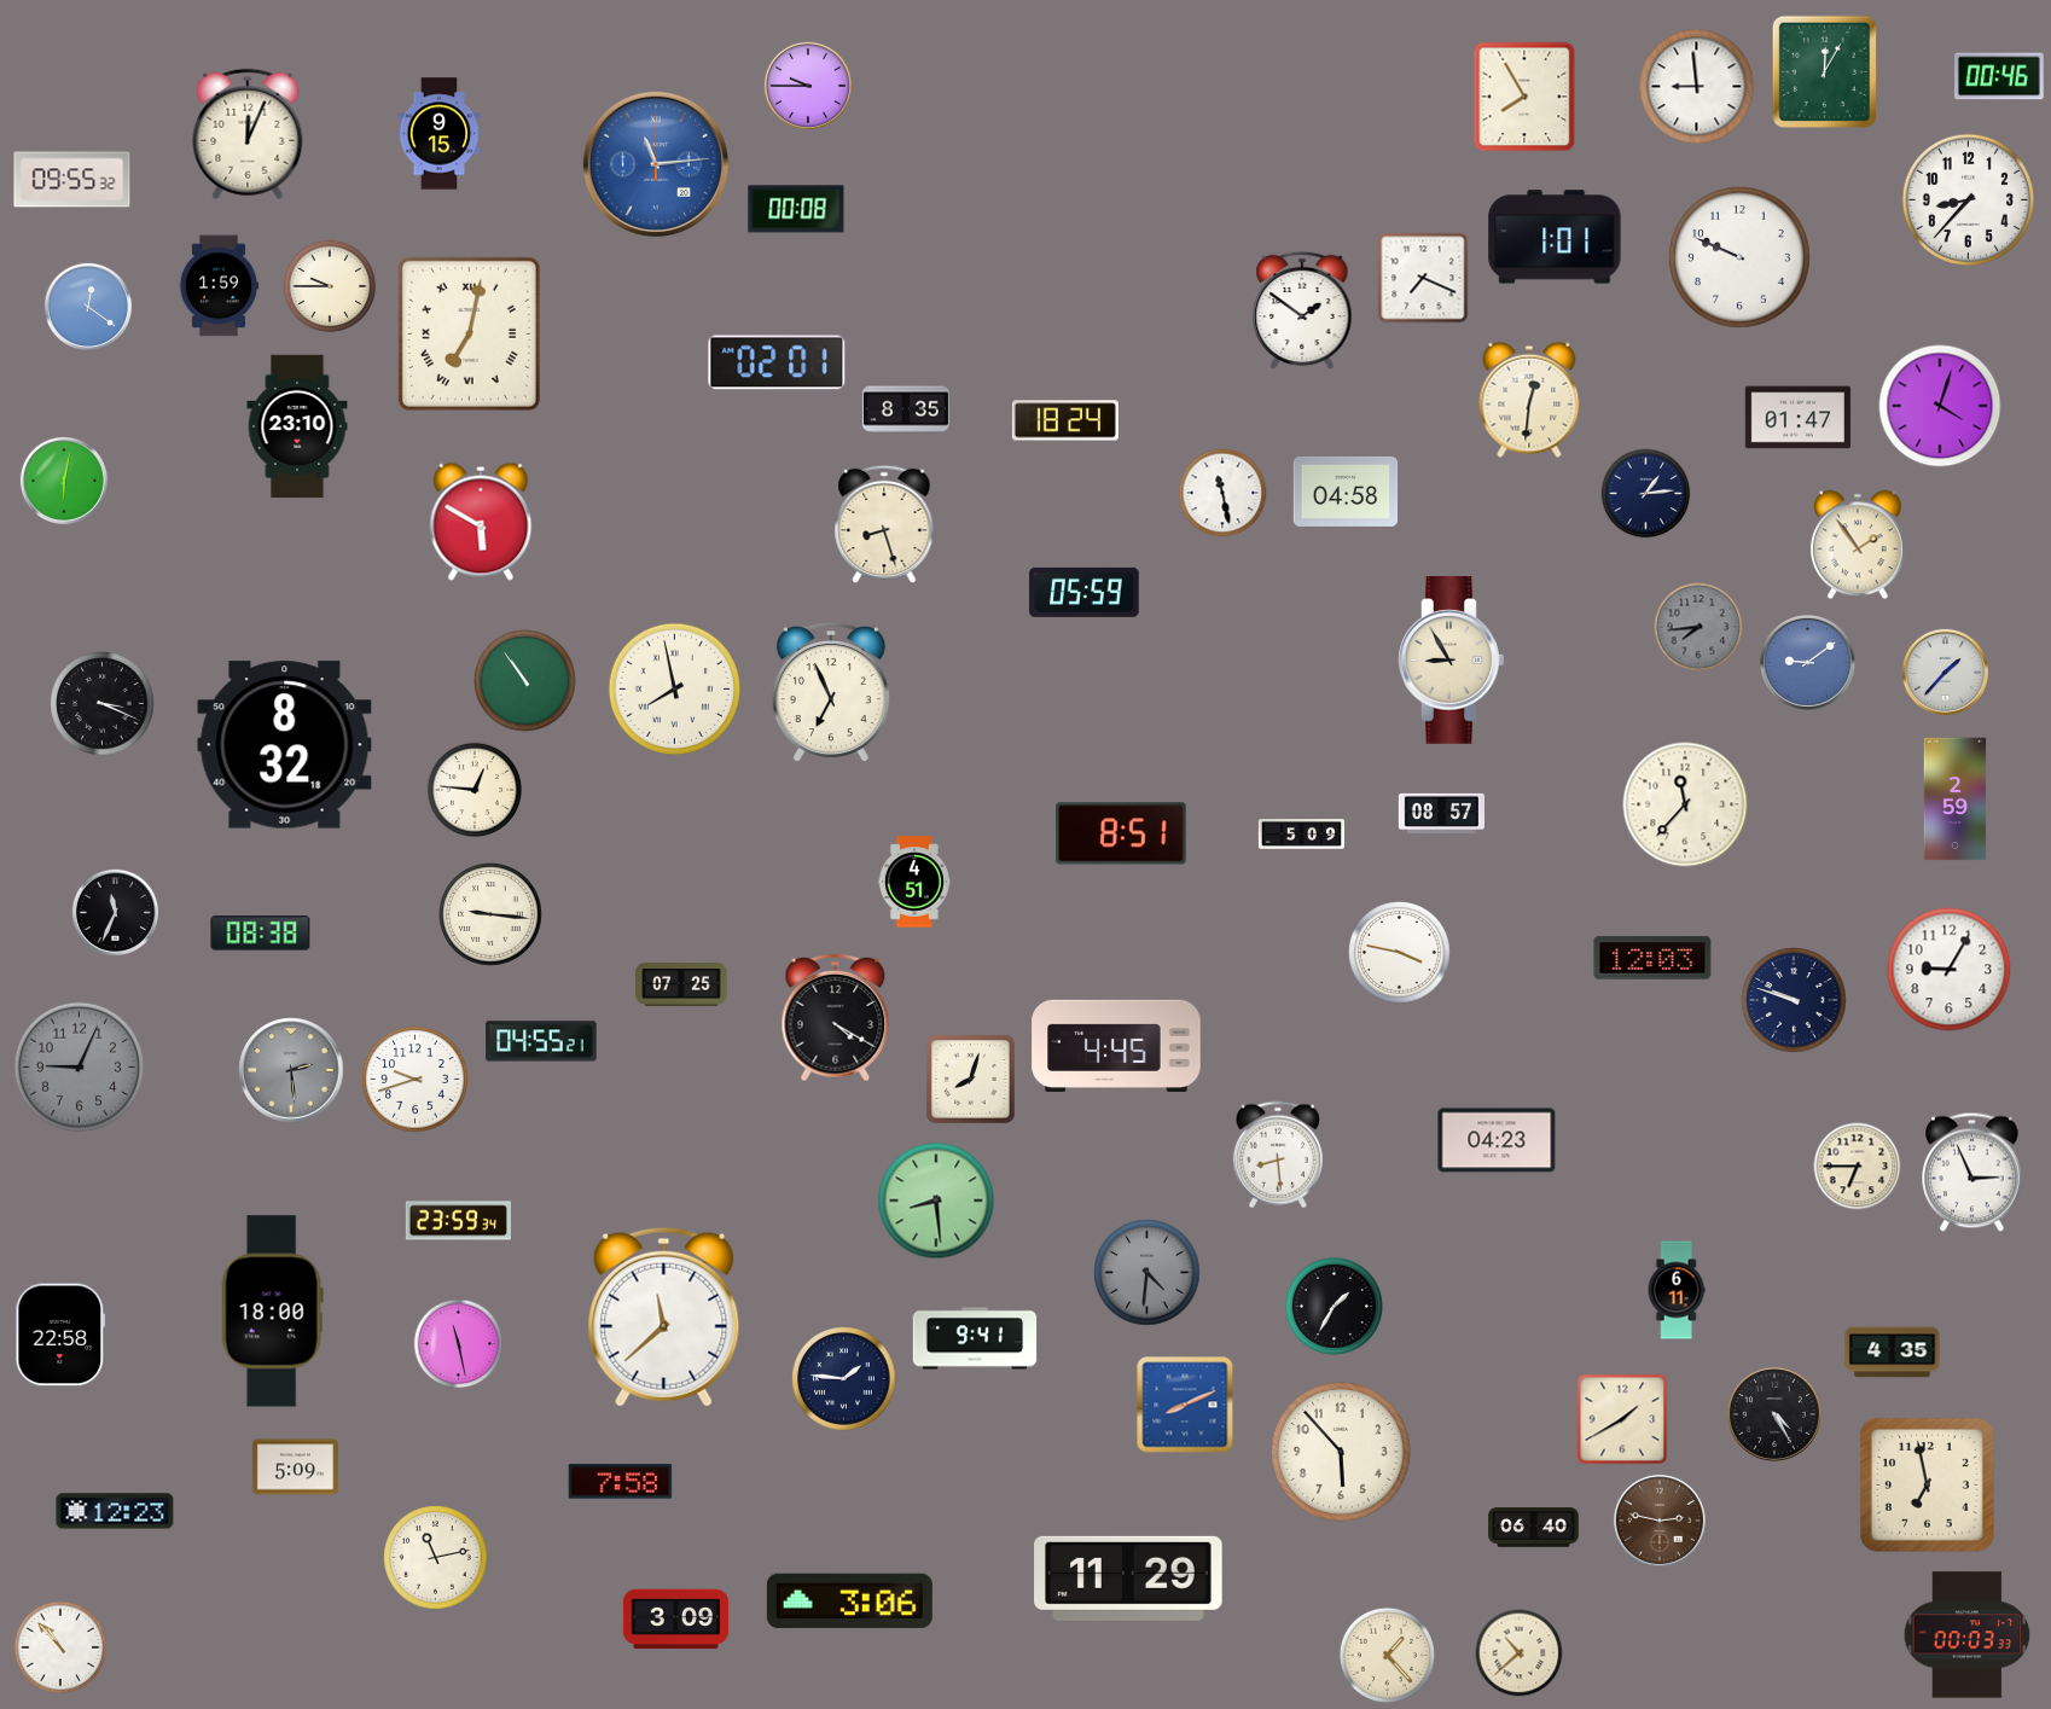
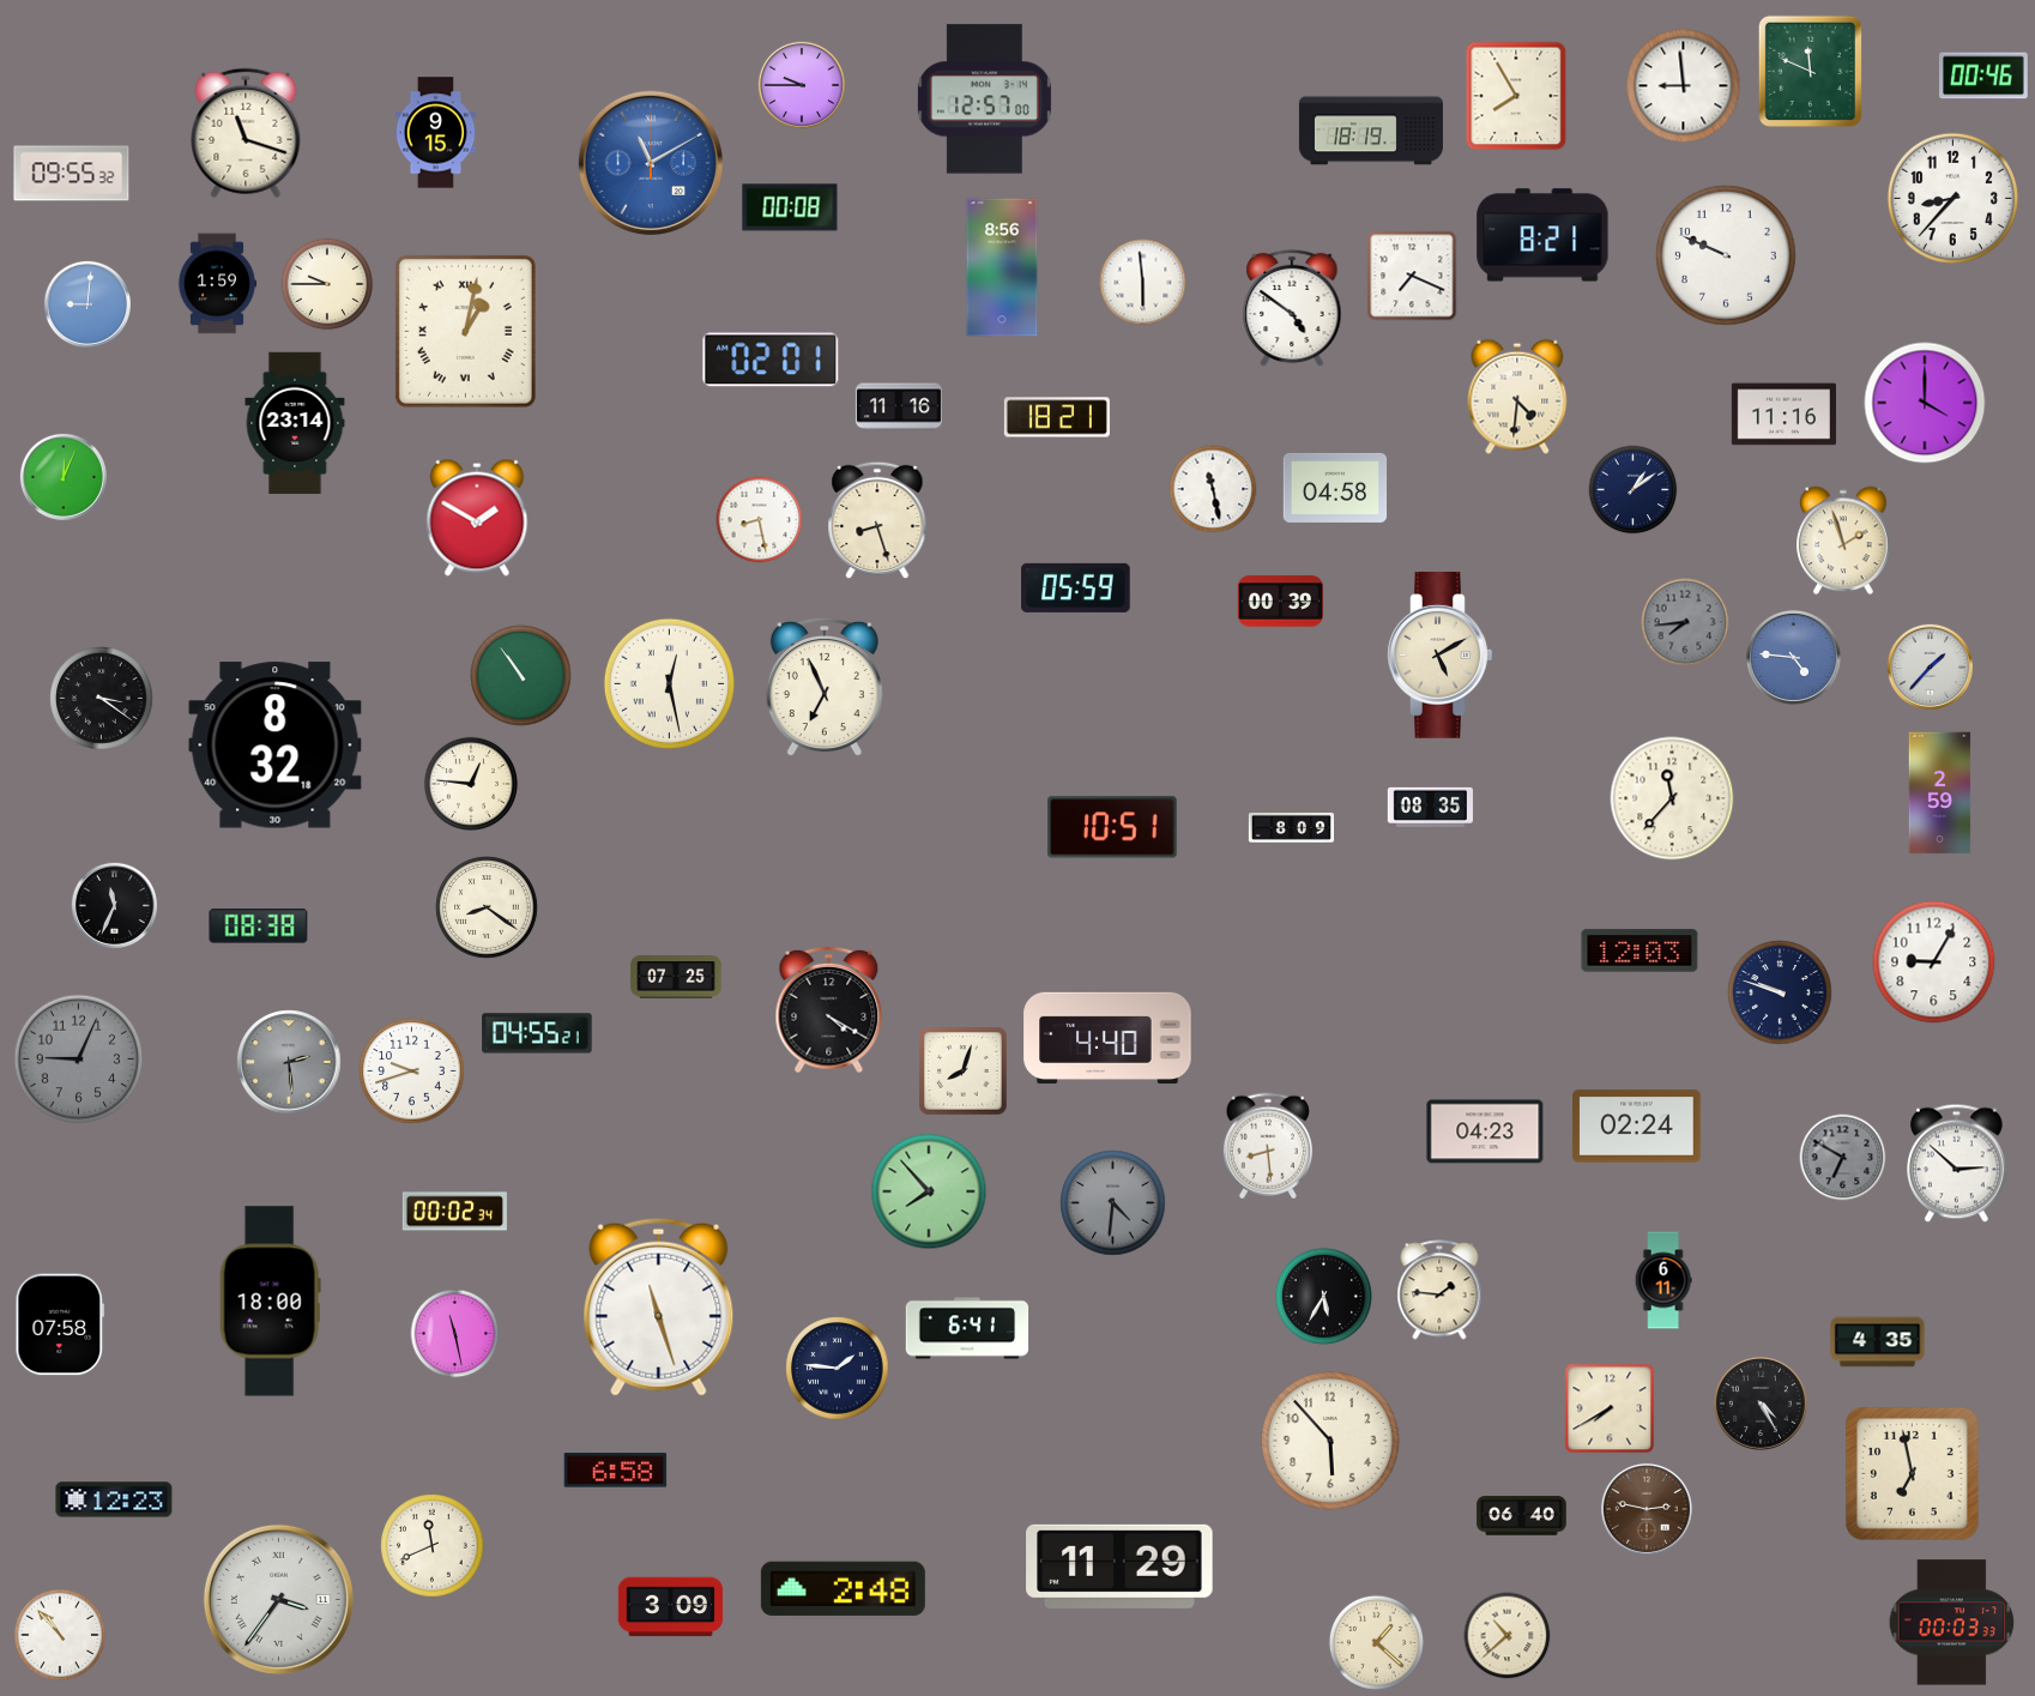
clock at (1824, 71): 12:05 -> 11:49
clock at (1524, 97) position: (1524, 97) -> (1516, 96)
clock at (984, 99): none -> 12:57
clock at (1371, 131): none -> 18:19
clock at (248, 134): 12:04 -> 11:18
clock at (656, 164): 11:14 -> 11:10
clock at (72, 180) position: (72, 180) -> (72, 174)
clock at (1555, 237): 1:01 -> 8:21
clock at (1002, 267): none -> 8:56
clock at (1143, 283): none -> 5:59
clock at (88, 307): 12:21 -> 9:01
clock at (1302, 310): 1:51 -> 4:51
clock at (469, 333): 7:02 -> 1:02
clock at (1529, 400): 12:31 -> 4:31
clock at (1940, 406): 4:03 -> 4:00
clock at (906, 409): 8:35 -> 11:16
clock at (1797, 418): 01:47 -> 11:16
clock at (1065, 420): 18:24 -> 18:21
clock at (297, 426): 23:10 -> 23:14
clock at (64, 481): 6:02 -> 12:04
clock at (1646, 494): 1:14 -> 1:09
clock at (481, 522): 5:50 -> 1:50
clock at (760, 520): none -> 8:28
clock at (1858, 545): 1:54 -> 1:57
clock at (1280, 602): none -> 00:39
clock at (1452, 661): 8:55 -> 5:10
clock at (1807, 662): 9:09 -> 4:46
clock at (674, 688): 7:58 -> 12:28
clock at (103, 704): 3:19 -> 3:21
clock at (285, 745) position: (285, 745) -> (276, 746)
clock at (1441, 813): 08:57 -> 08:35
clock at (1121, 833): 8:51 -> 10:51
clock at (1301, 835): 5:09 -> 8:09
clock at (914, 882): 4:51 -> none
clock at (490, 914): 9:16 -> 8:21
clock at (1400, 953): 3:47 -> none
clock at (1116, 1046): 4:45 -> 4:40
clock at (1637, 1127): none -> 02:24
clock at (1858, 1167): 6:45 -> 6:50
clock at (1858, 1167) dial: cream -> grey
clock at (1972, 1173): 2:56 -> 2:52
clock at (936, 1201): 8:29 -> 7:53
clock at (458, 1221): 23:59 -> 00:02
clock at (1147, 1273) position: (1147, 1273) -> (1113, 1203)
clock at (1439, 1290): none -> 1:46
clock at (1334, 1306): 1:35 -> 5:35
clock at (664, 1316): 11:38 -> 11:27
clock at (60, 1335): 22:58 -> 07:58
clock at (975, 1338): 9:41 -> 6:41
clock at (1185, 1405): 8:11 -> none
clock at (1622, 1419): 1:40 -> 7:40
clock at (295, 1467): 5:09 -> none
clock at (621, 1482): 7:58 -> 6:58
clock at (436, 1558): 11:13 -> 11:41
clock at (849, 1600): 3:06 -> 2:48
clock at (278, 1599): none -> 3:36
clock at (1520, 1653) position: (1520, 1653) -> (1508, 1636)
clock at (1387, 1655): 1:23 -> 1:22
